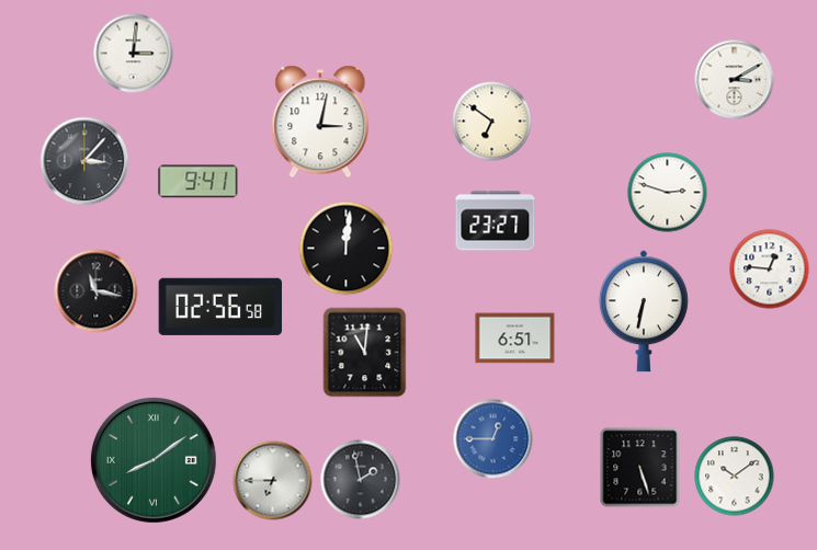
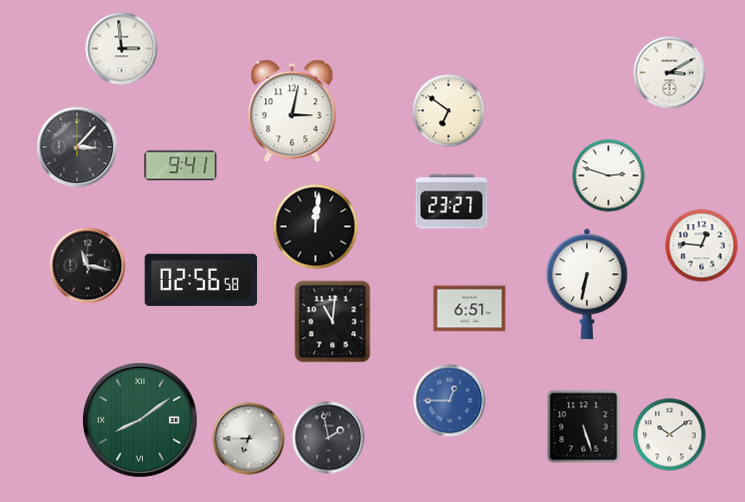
clock at (134, 54): 3:01 -> 2:59
